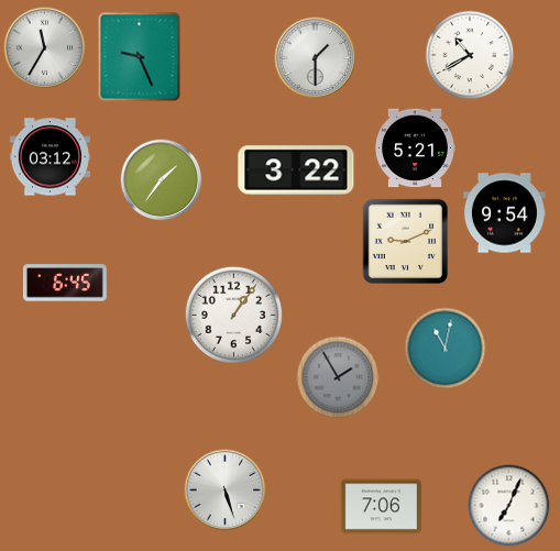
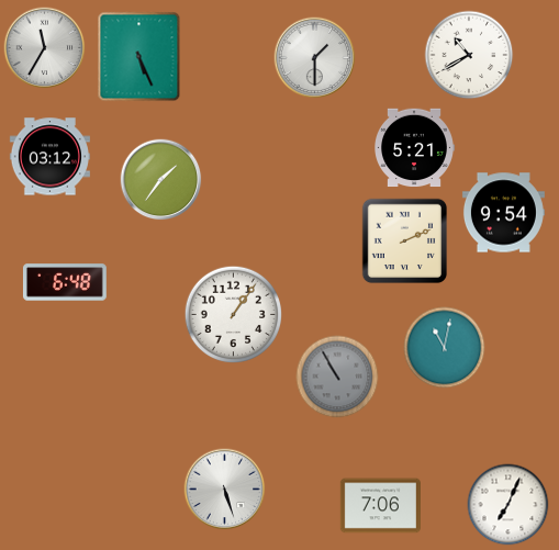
clock at (140, 57): 9:26 -> 5:26
clock at (296, 170): 3:22 -> none
clock at (406, 242): 9:11 -> 2:11
clock at (65, 283): 6:45 -> 6:48
clock at (338, 377): 1:55 -> 10:55
